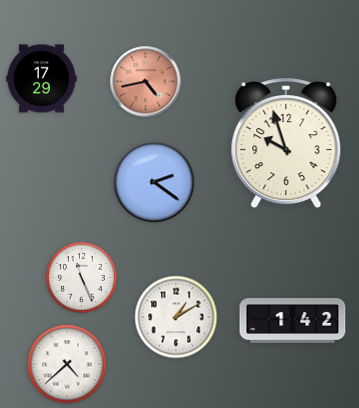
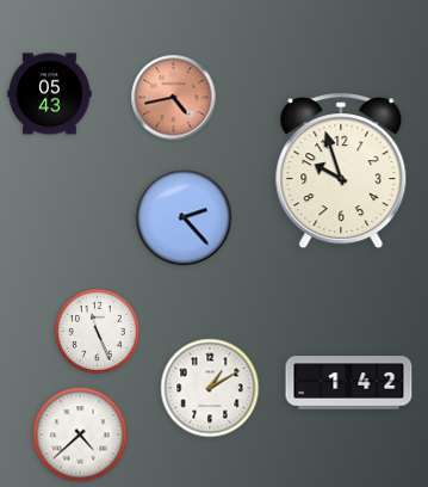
clock at (42, 79): 17:29 -> 05:43
clock at (154, 182): 2:21 -> 2:23
clock at (176, 317) position: (176, 317) -> (210, 388)
